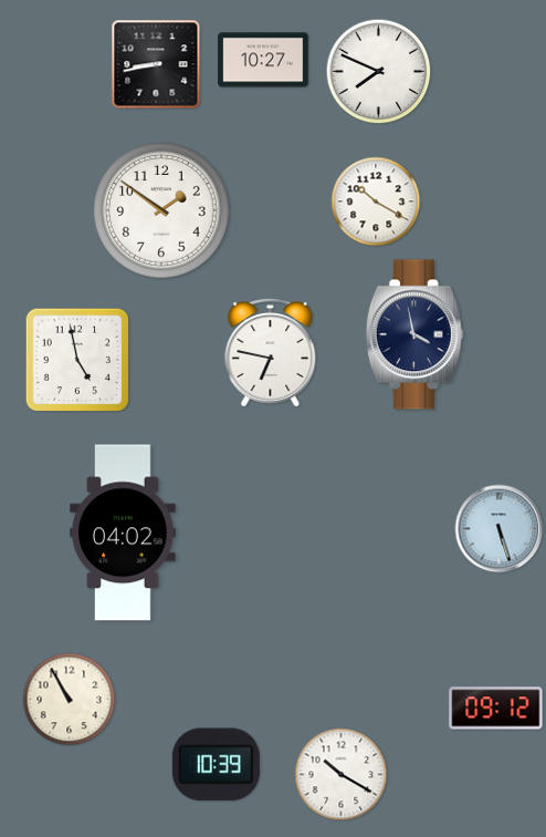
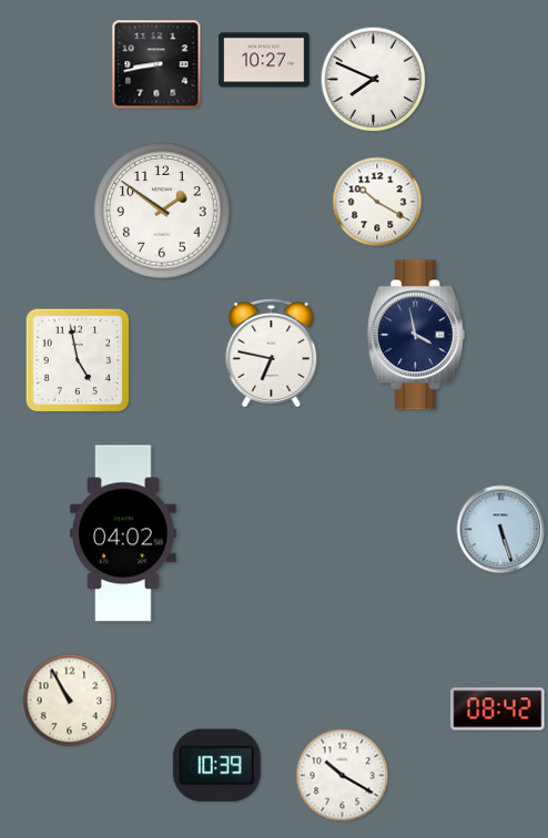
clock at (379, 72) position: (379, 72) -> (374, 80)
clock at (496, 709): 09:12 -> 08:42
